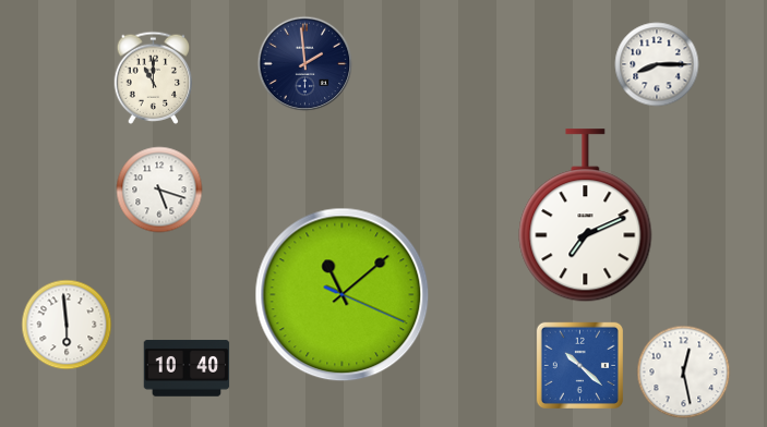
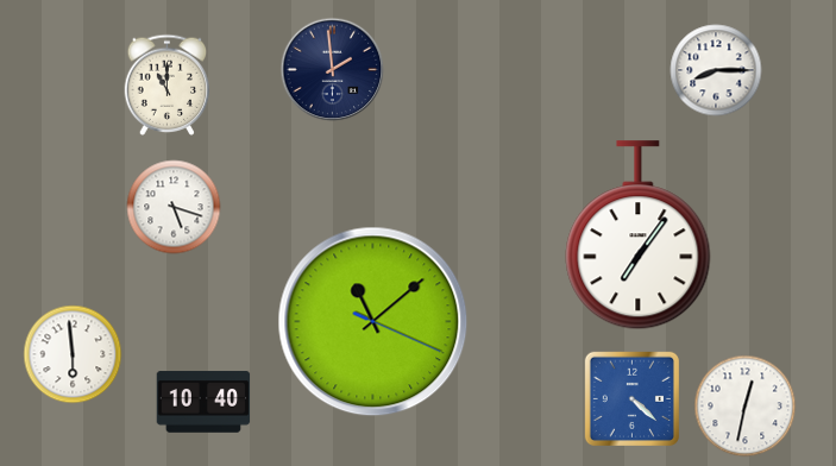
clock at (586, 216): 7:11 -> 7:06
clock at (579, 365): 10:22 -> 4:22
clock at (684, 373): 12:28 -> 12:32
